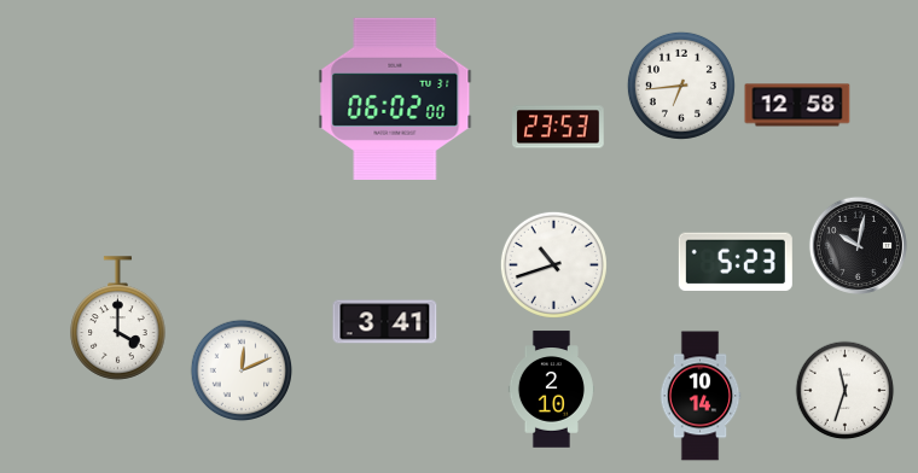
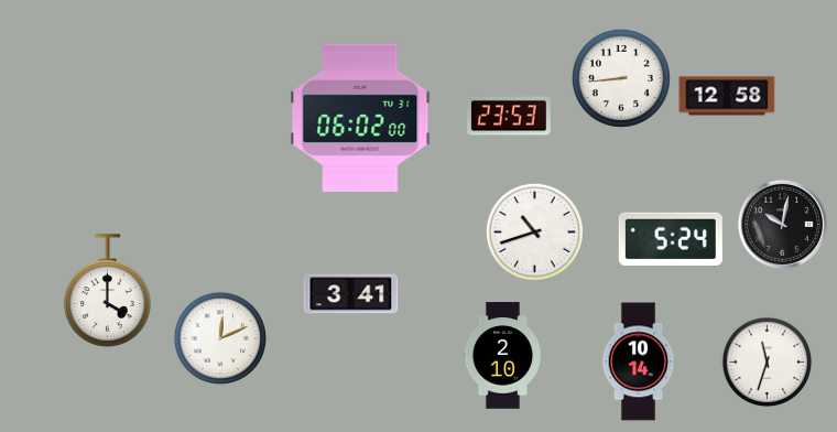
clock at (681, 86): 6:44 -> 8:44
clock at (395, 99) position: (395, 99) -> (360, 118)
clock at (736, 262): 5:23 -> 5:24
clock at (553, 264) position: (553, 264) -> (534, 231)
clock at (846, 391) position: (846, 391) -> (768, 363)
